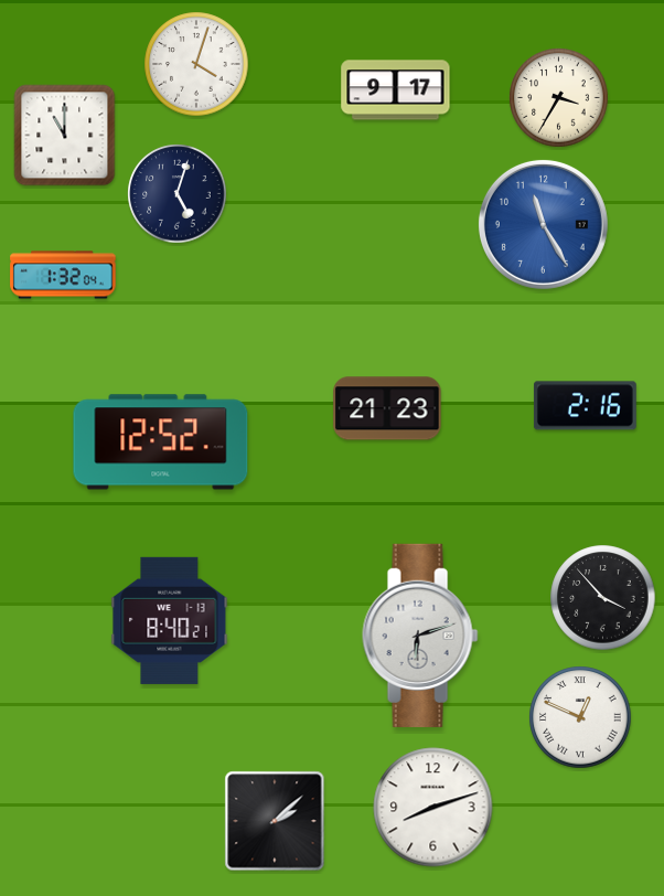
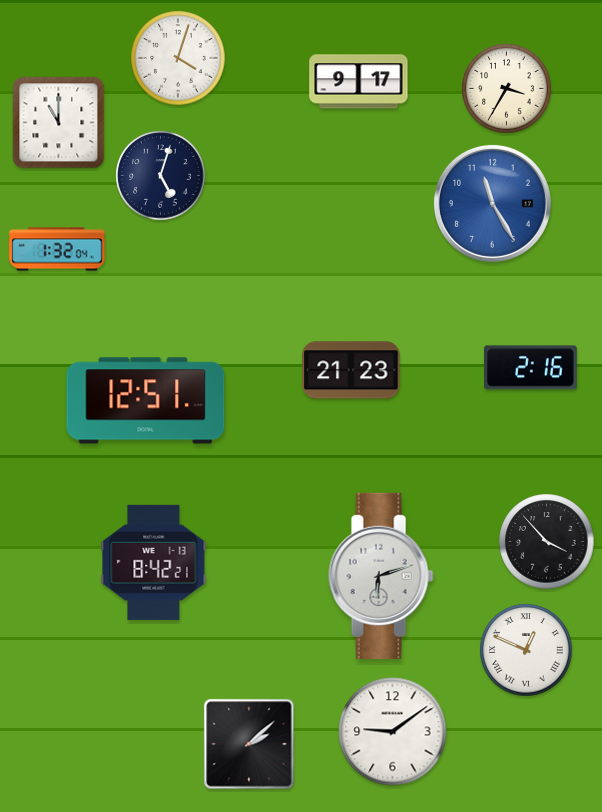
clock at (161, 442): 12:52 -> 12:51
clock at (170, 620): 8:40 -> 8:42
clock at (433, 808): 8:12 -> 9:09
